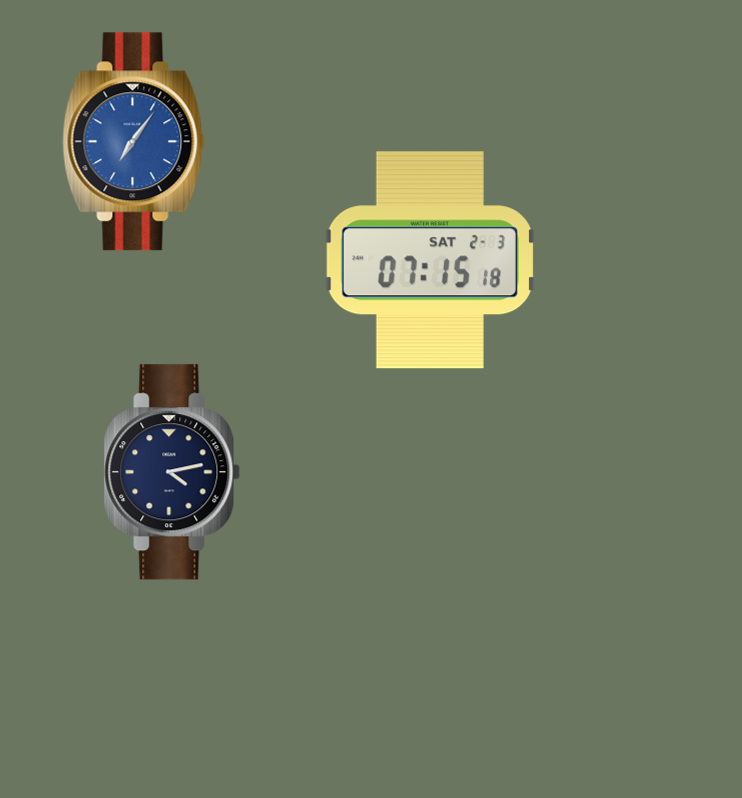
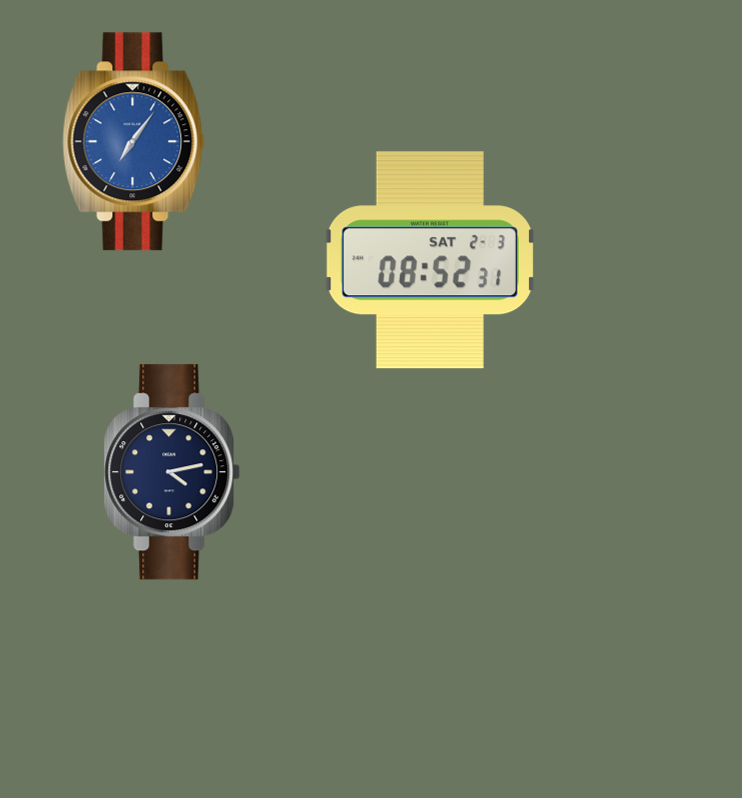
clock at (430, 260): 07:15 -> 08:52
